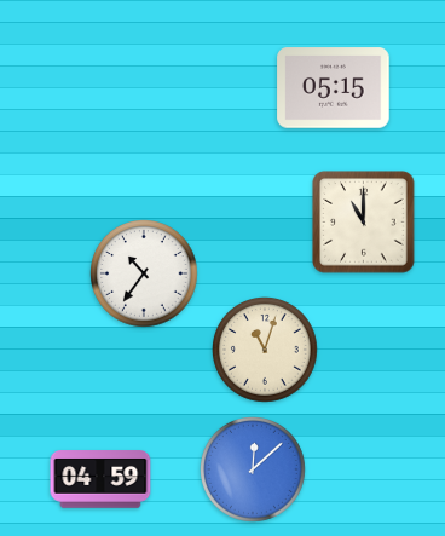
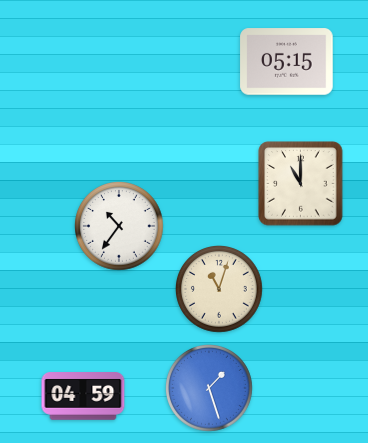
clock at (334, 88) position: (334, 88) -> (287, 62)
clock at (254, 471): 12:08 -> 1:27
